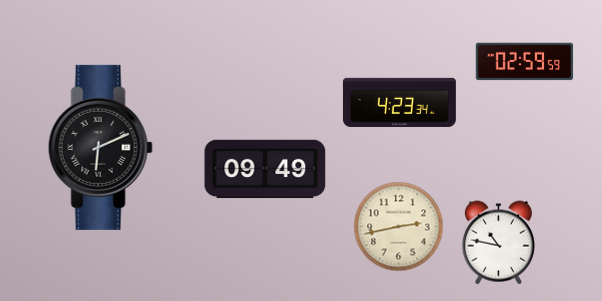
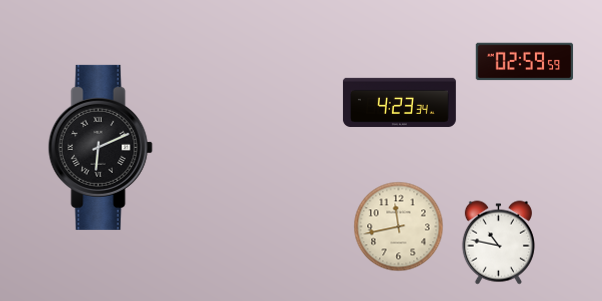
clock at (265, 169): 09:49 -> none
clock at (399, 227): 2:43 -> 11:43
